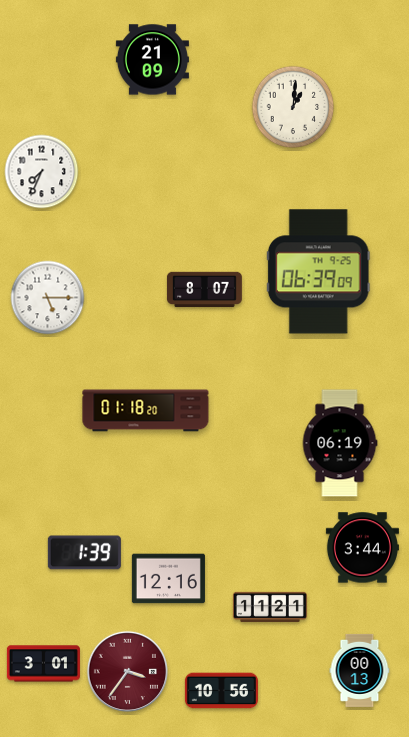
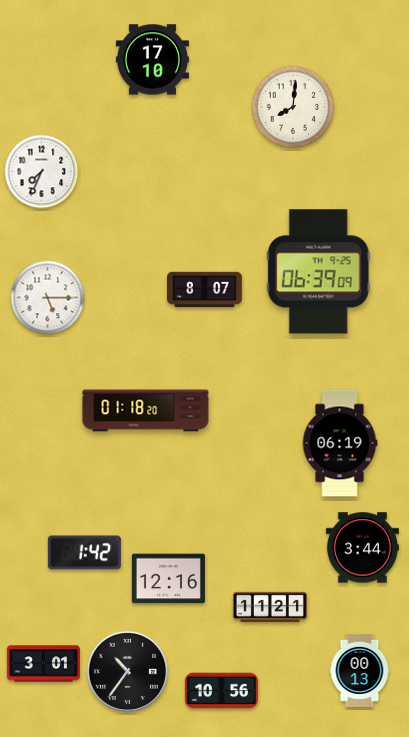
clock at (152, 60): 21:09 -> 17:10
clock at (293, 107): 1:01 -> 8:01
clock at (84, 553): 1:39 -> 1:42
clock at (127, 671): 3:36 -> 10:36
clock at (127, 671) dial: burgundy -> black
